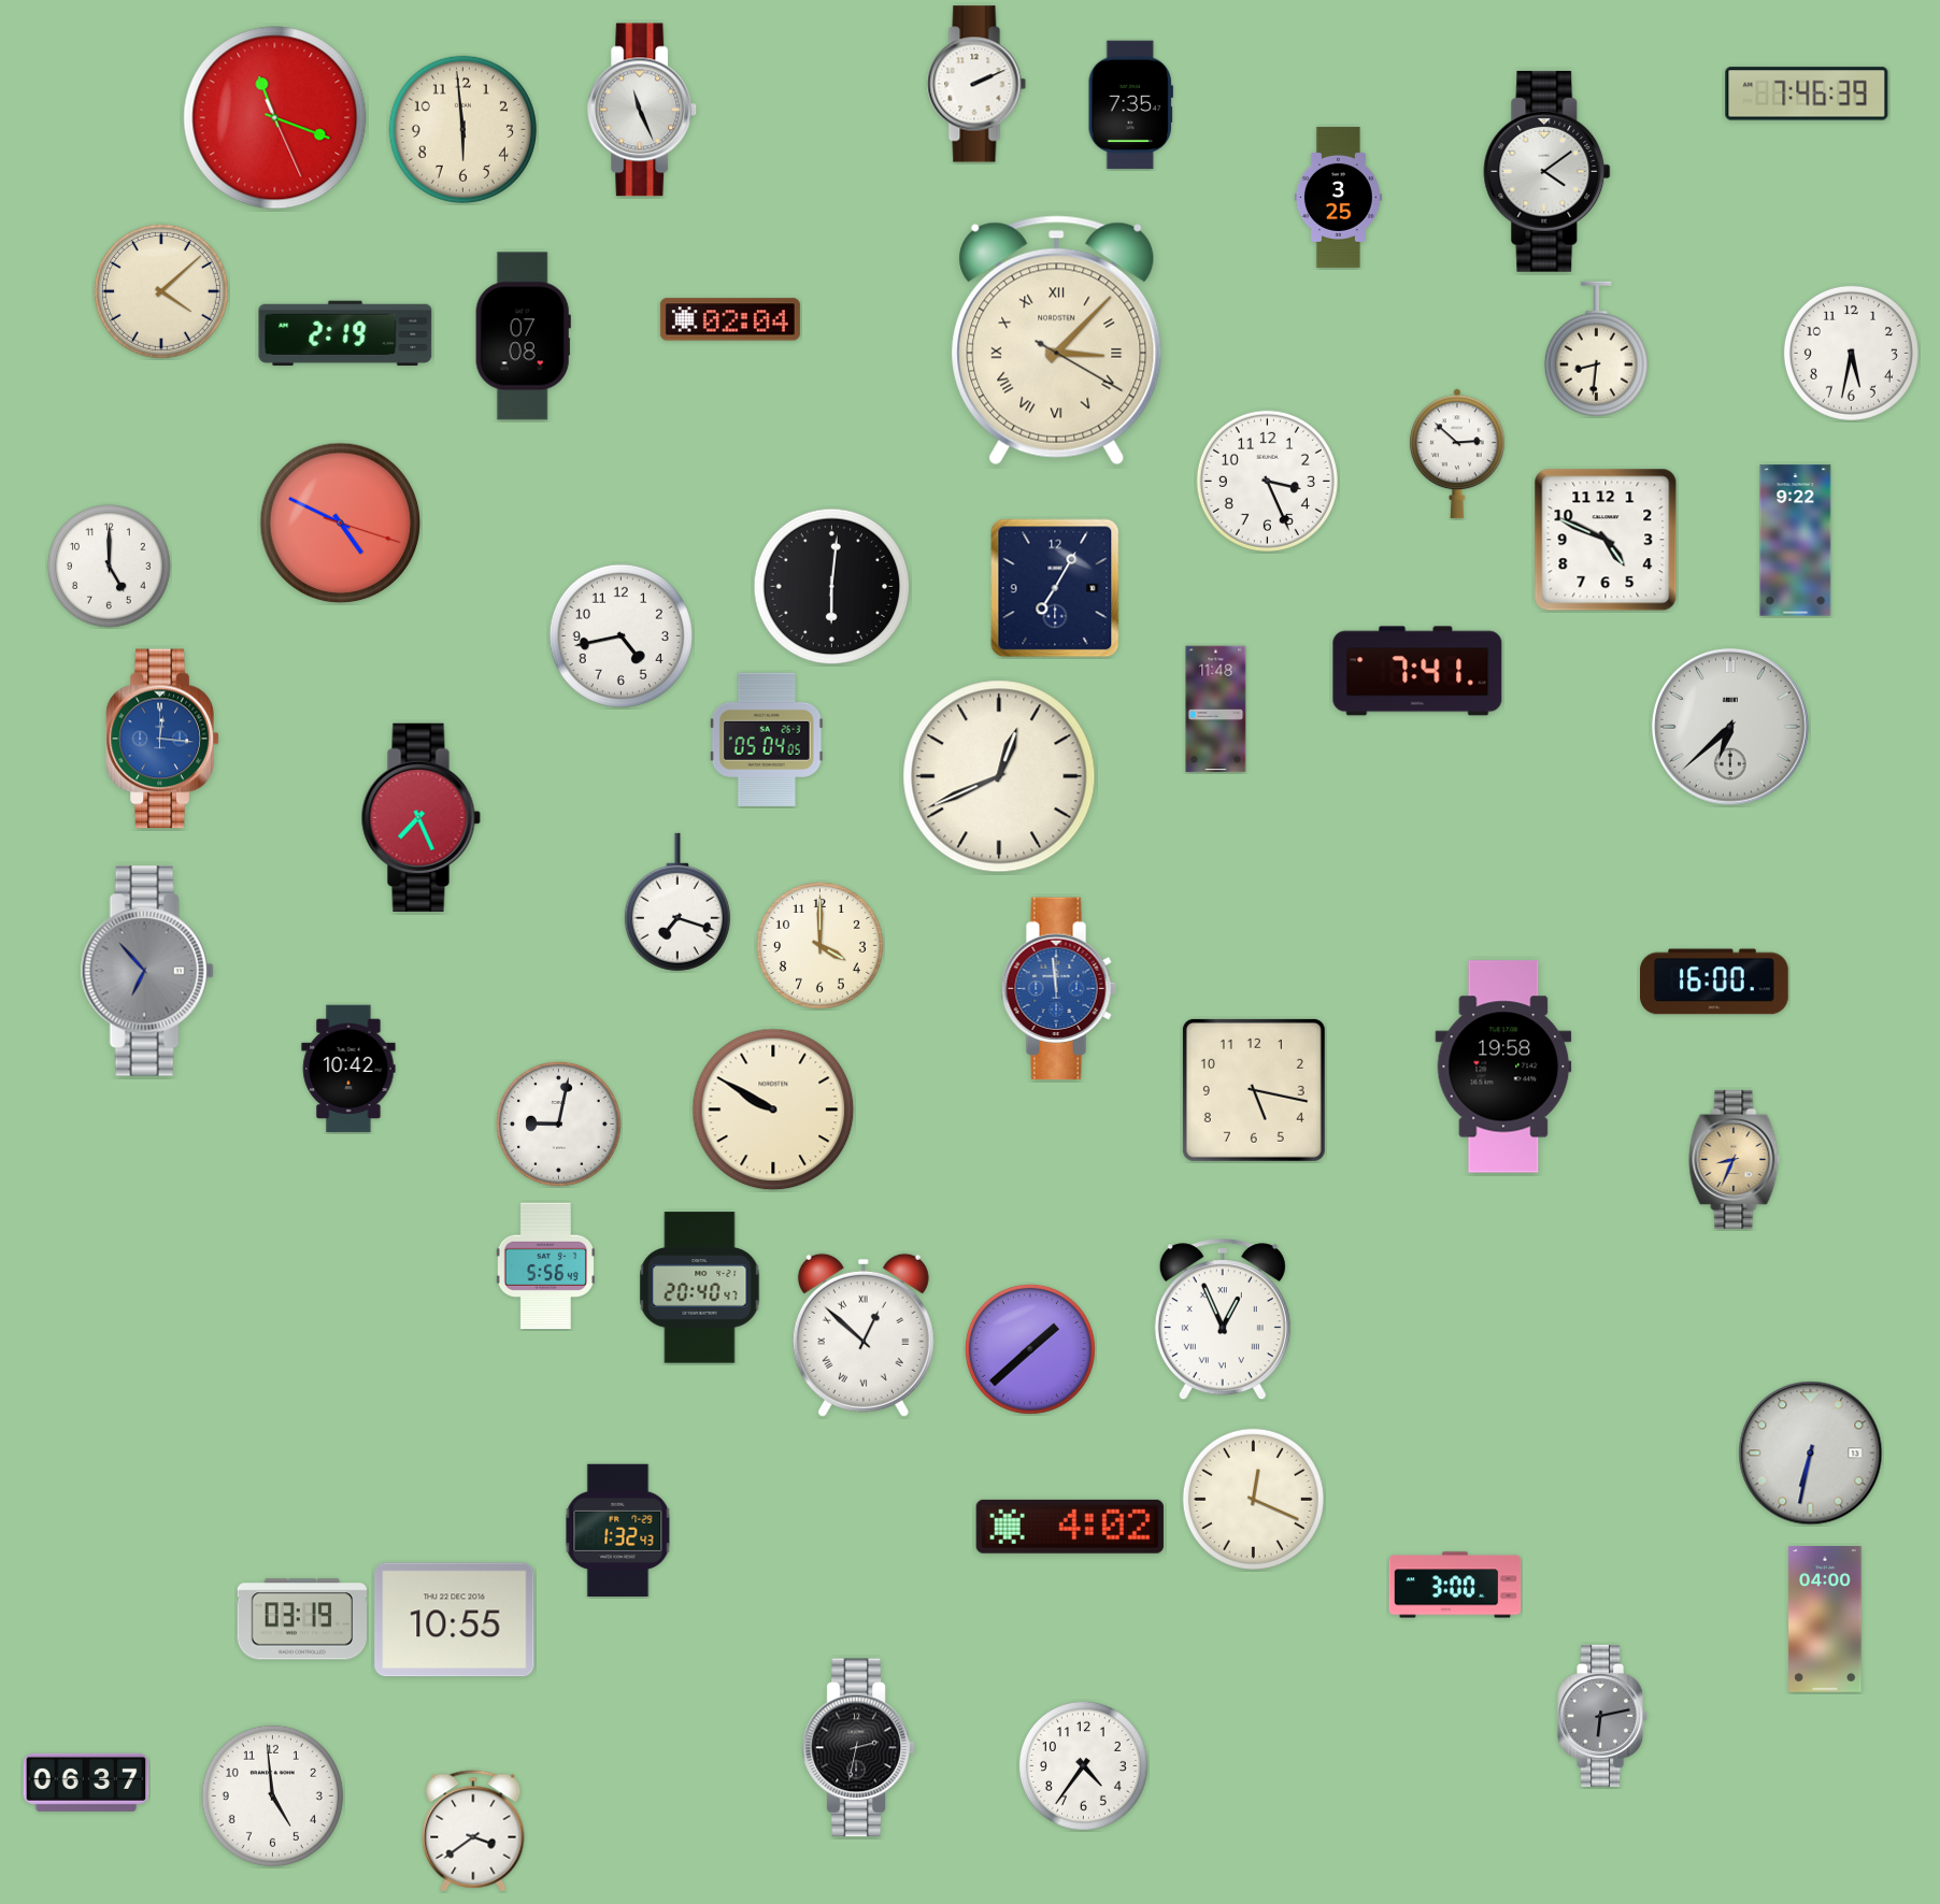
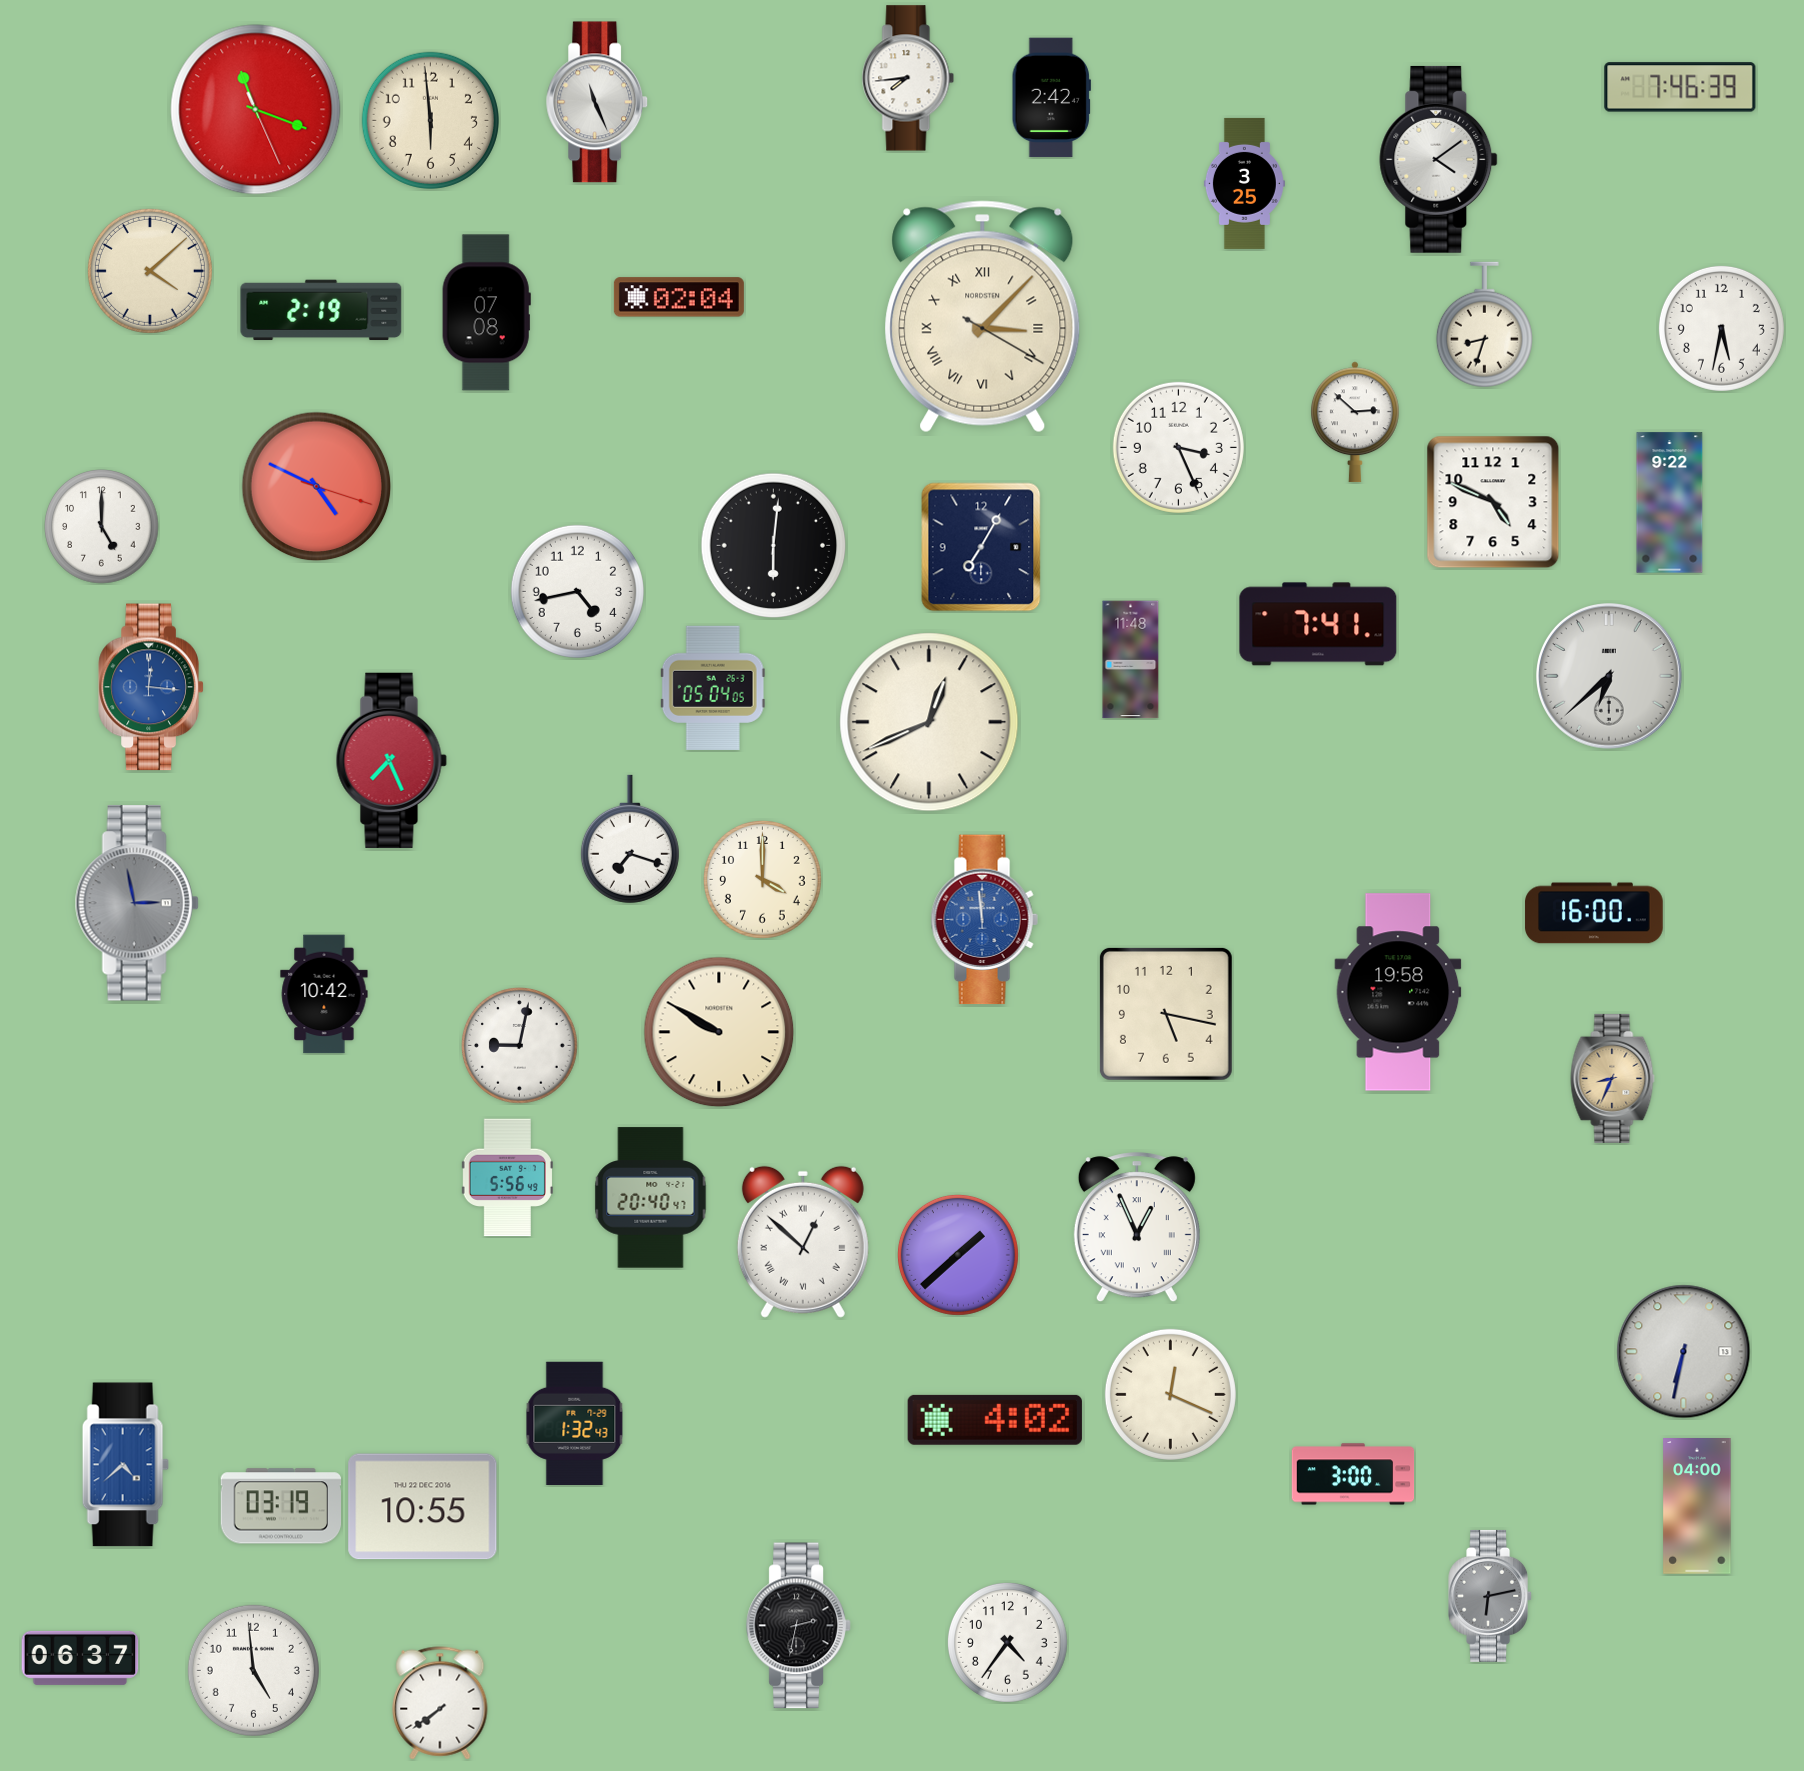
clock at (976, 84): 2:11 -> 7:44
clock at (1130, 105): 7:35 -> 2:42
clock at (1596, 349): 8:31 -> 8:33
clock at (147, 971): 6:53 -> 2:58
clock at (1253, 1499) position: (1253, 1499) -> (1170, 1394)
clock at (125, 1465): none -> 4:38
clock at (473, 1831): 3:39 -> 7:39
